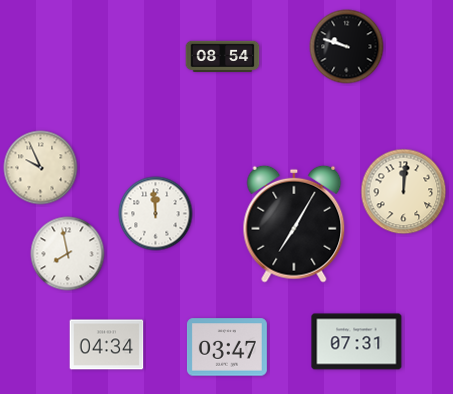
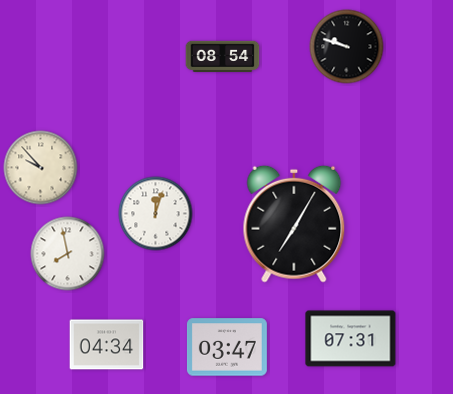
clock at (41, 168): 9:56 -> 9:53
clock at (404, 192): 12:01 -> none
clock at (156, 214): 11:59 -> 12:03
clock at (357, 342) position: (357, 342) -> (351, 339)
